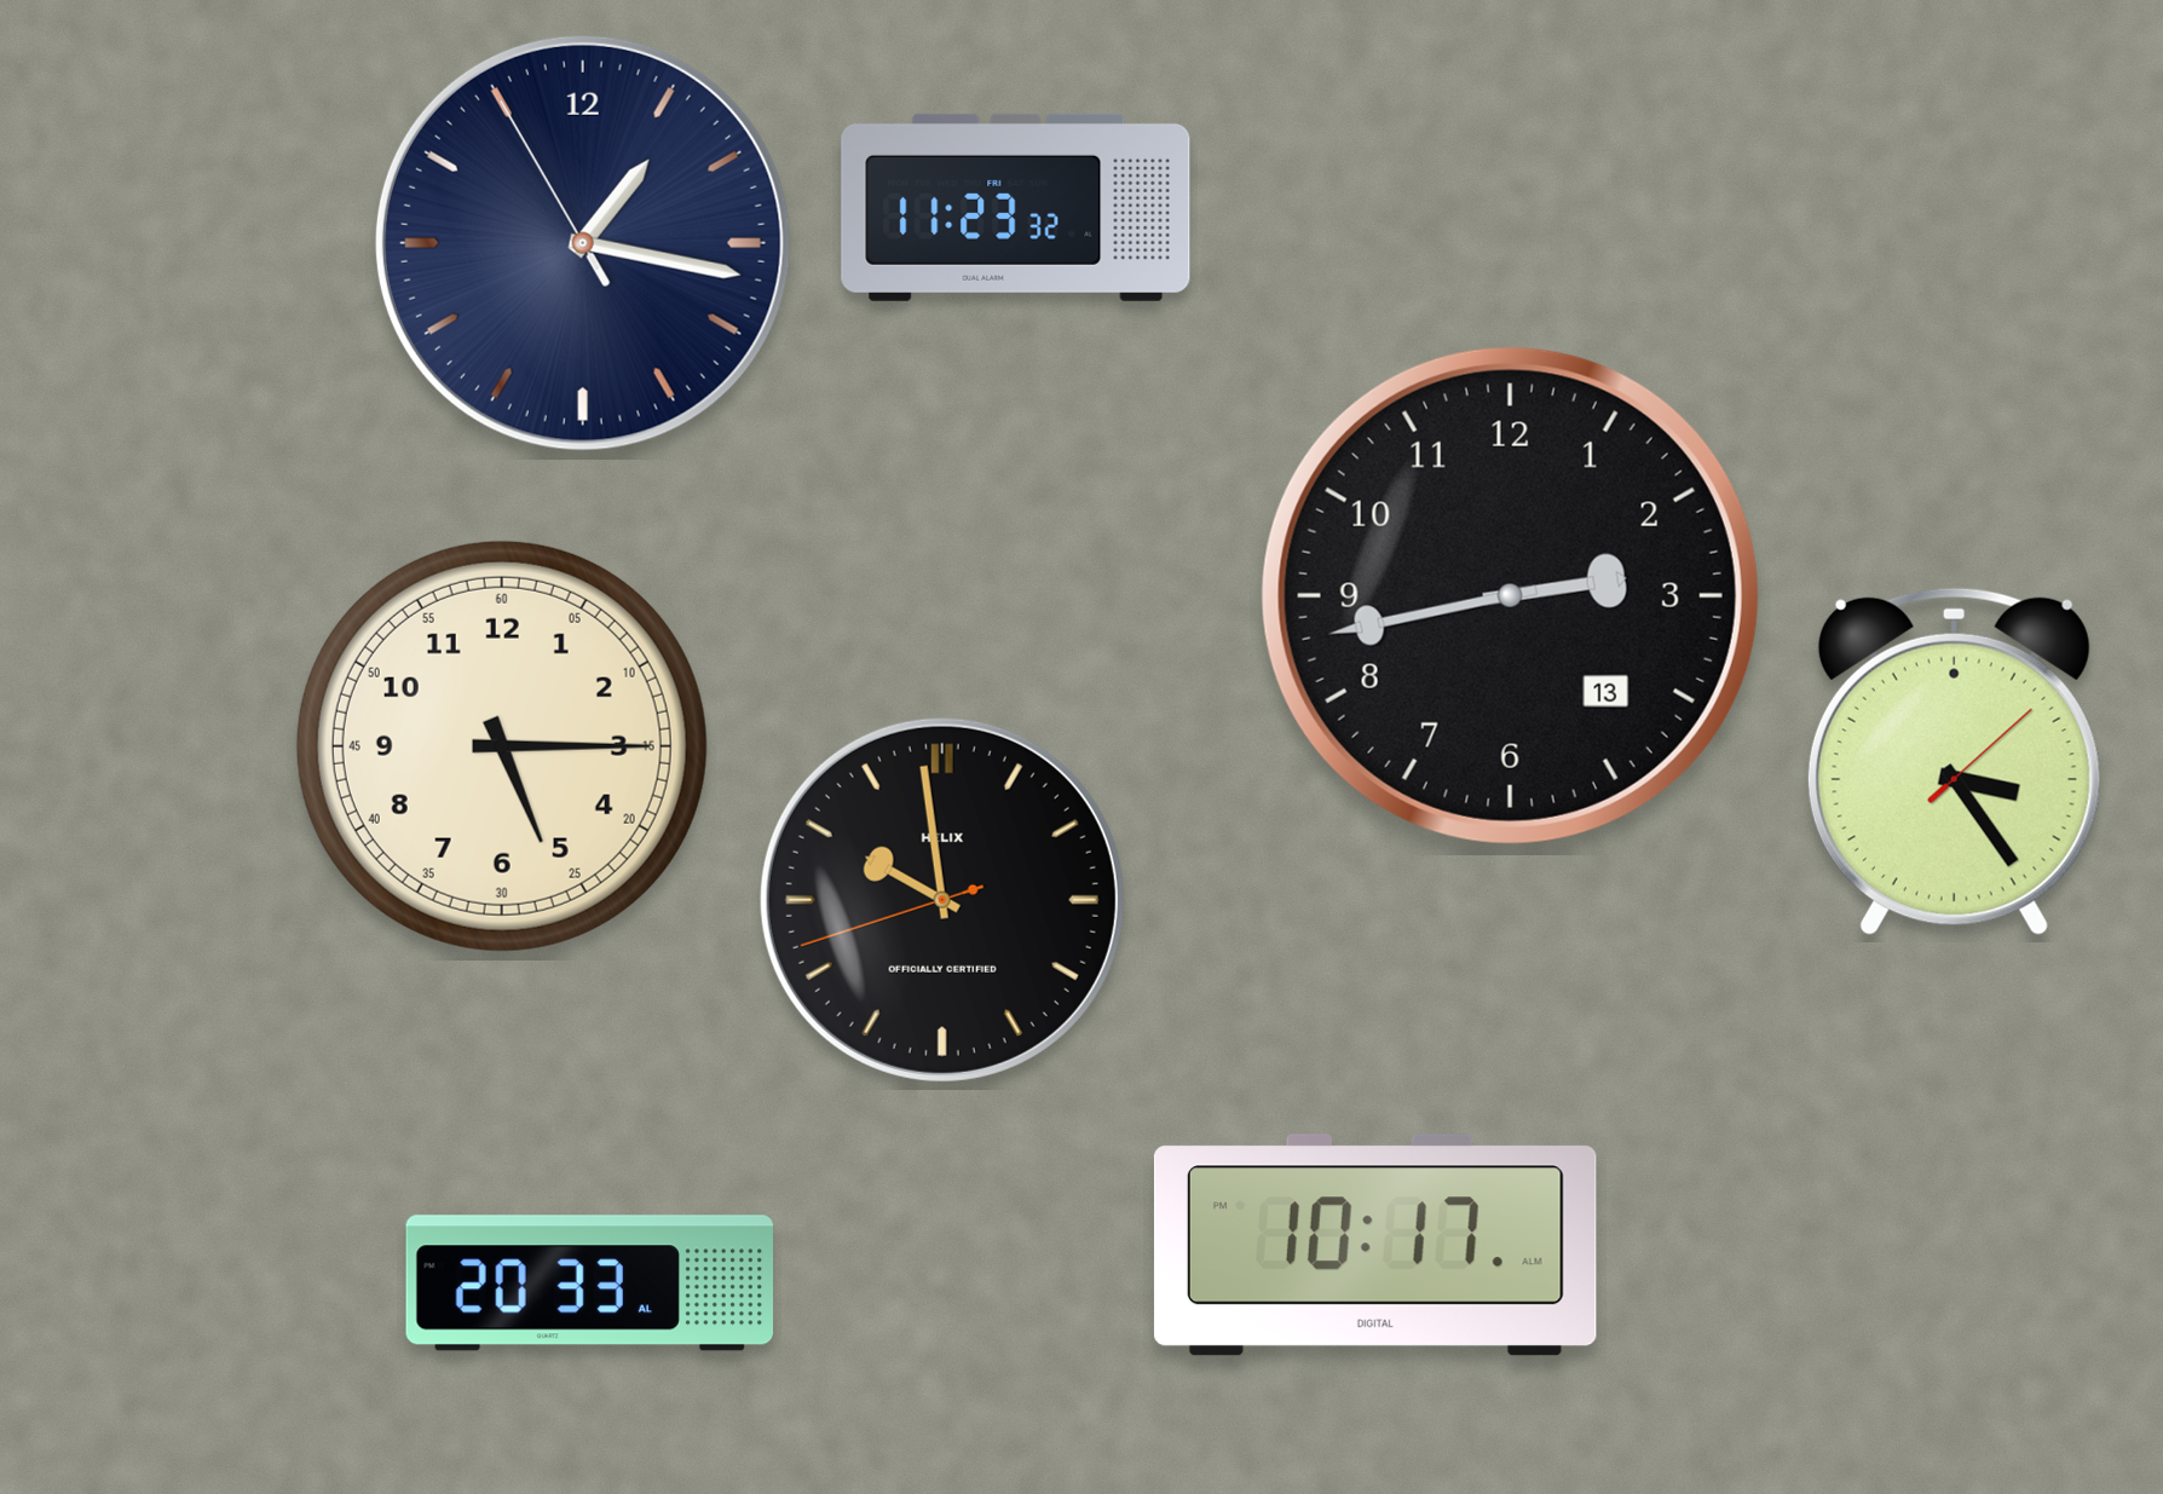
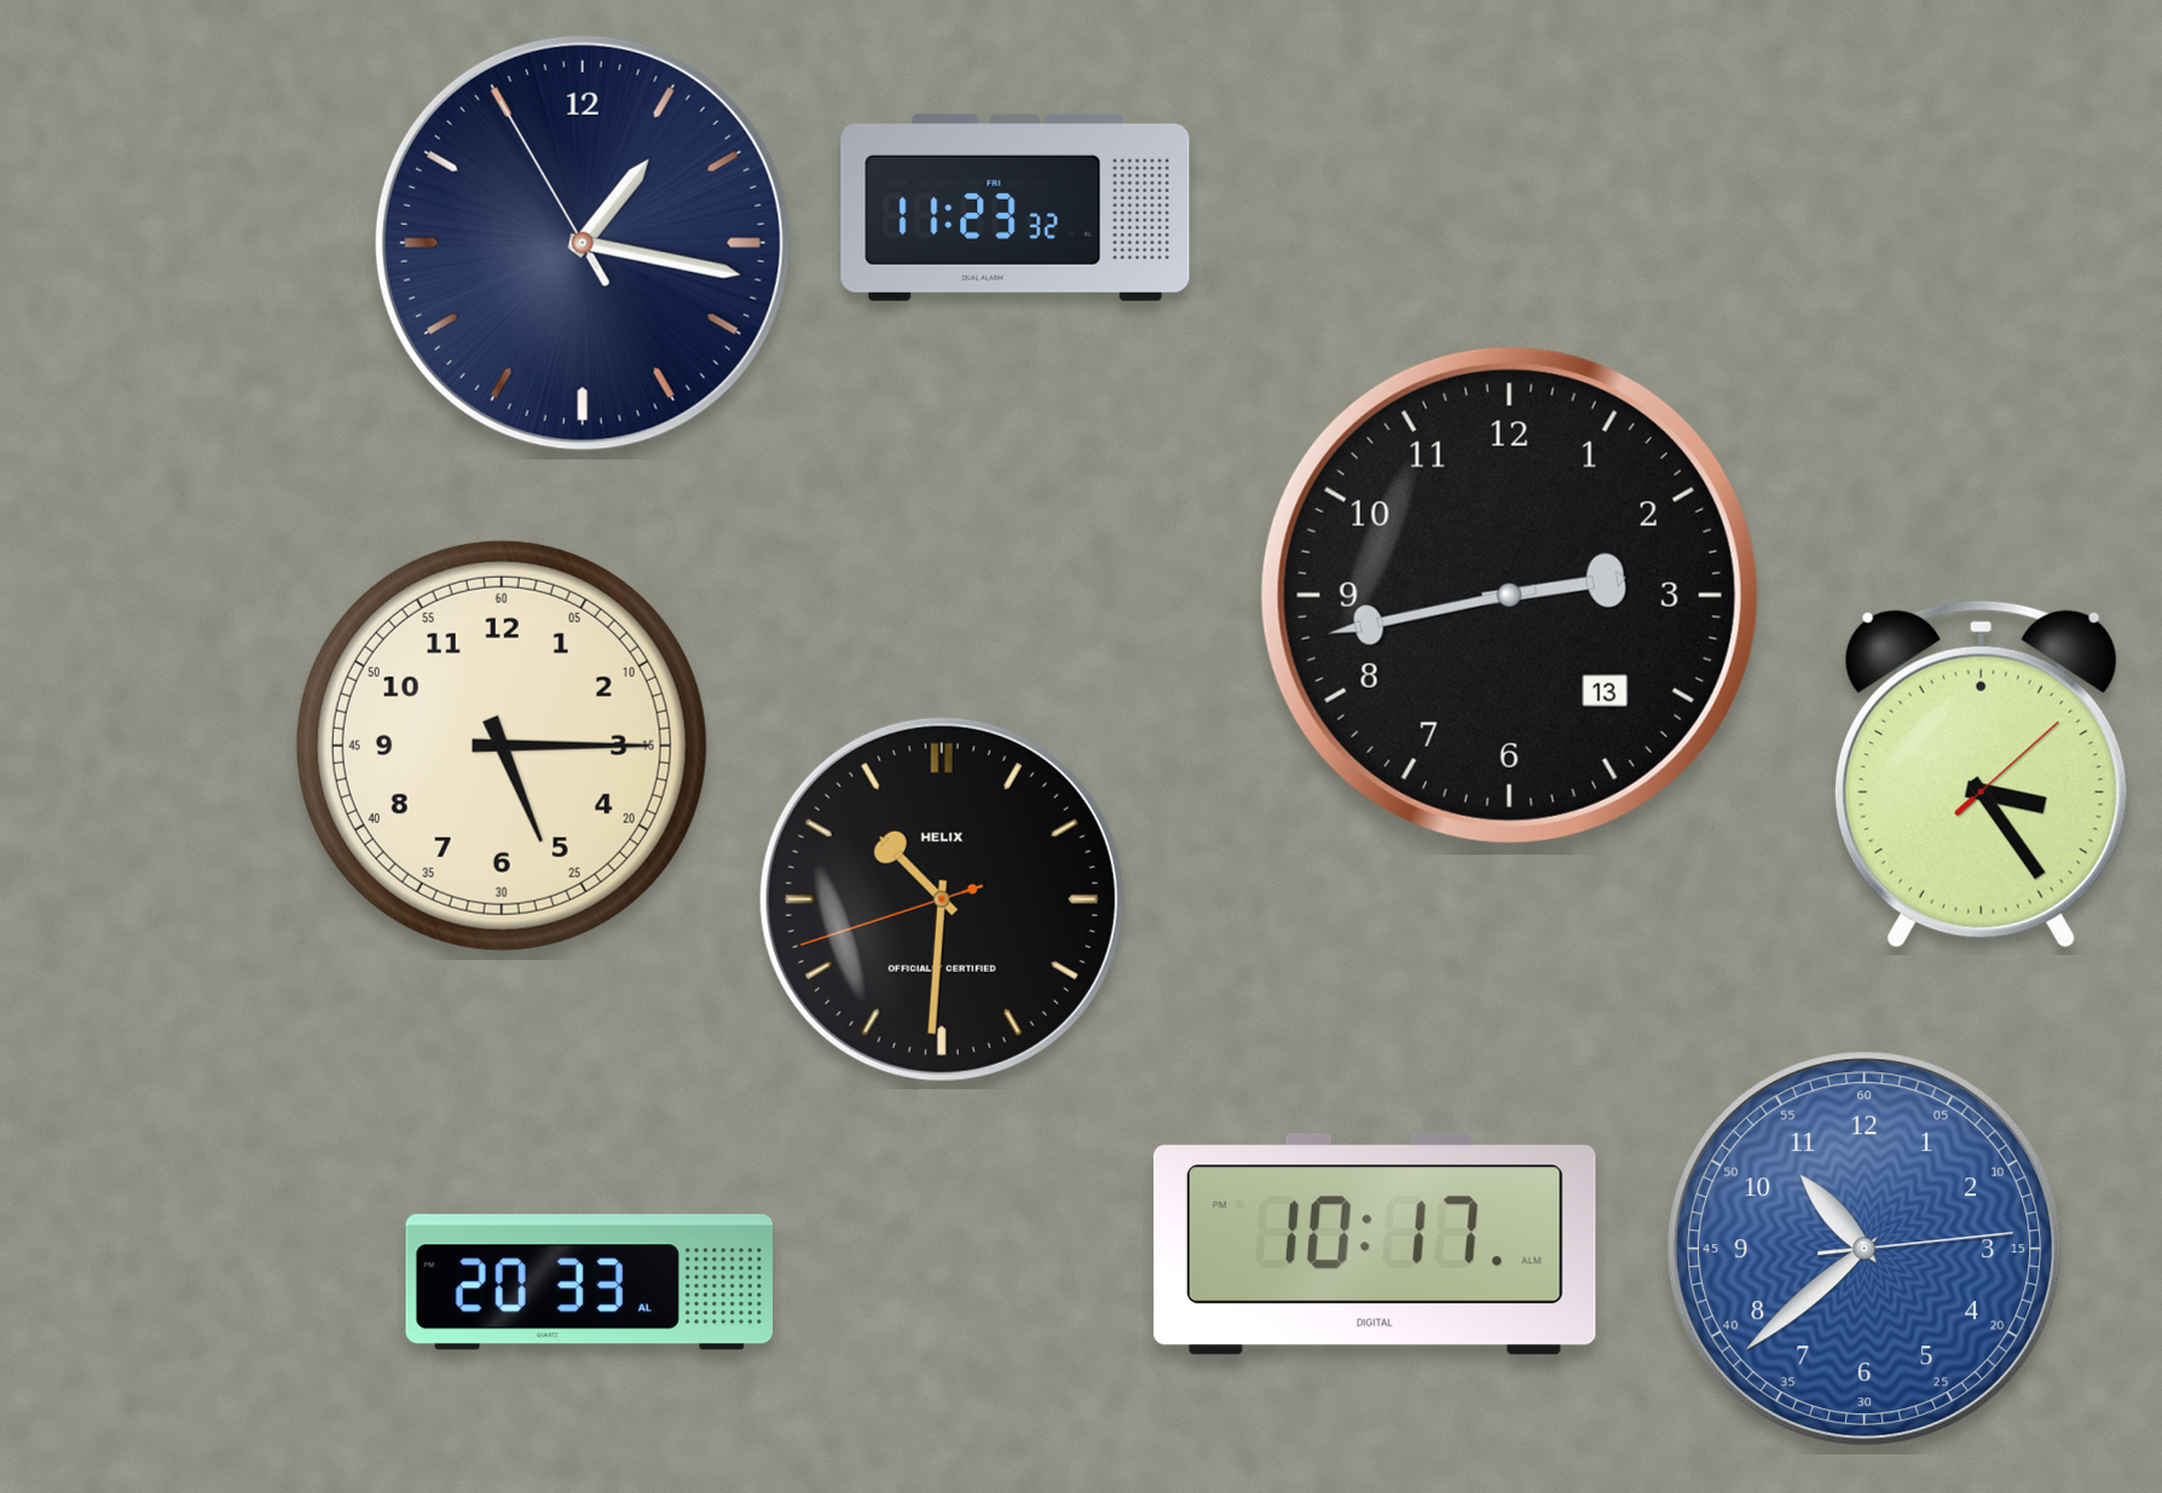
clock at (1954, 761) position: (1954, 761) -> (1981, 774)
clock at (942, 900): 9:58 -> 10:30
clock at (1865, 1249): none -> 10:38
